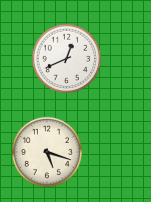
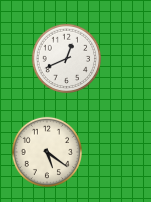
clock at (46, 151): 5:18 -> 5:21
